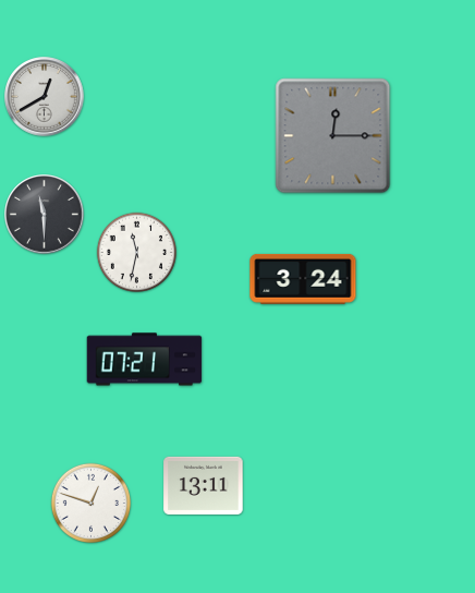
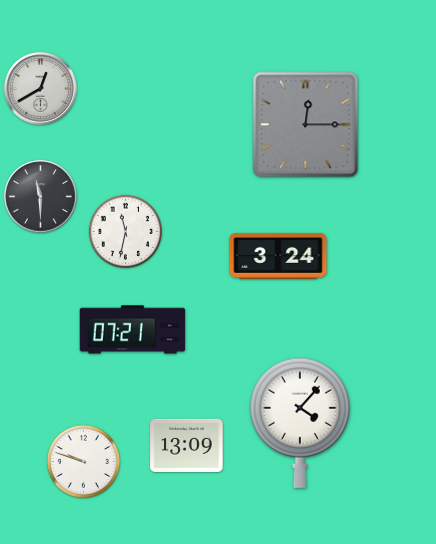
clock at (300, 423): none -> 4:07
clock at (204, 485): 13:11 -> 13:09
clock at (90, 503): 12:48 -> 9:48
